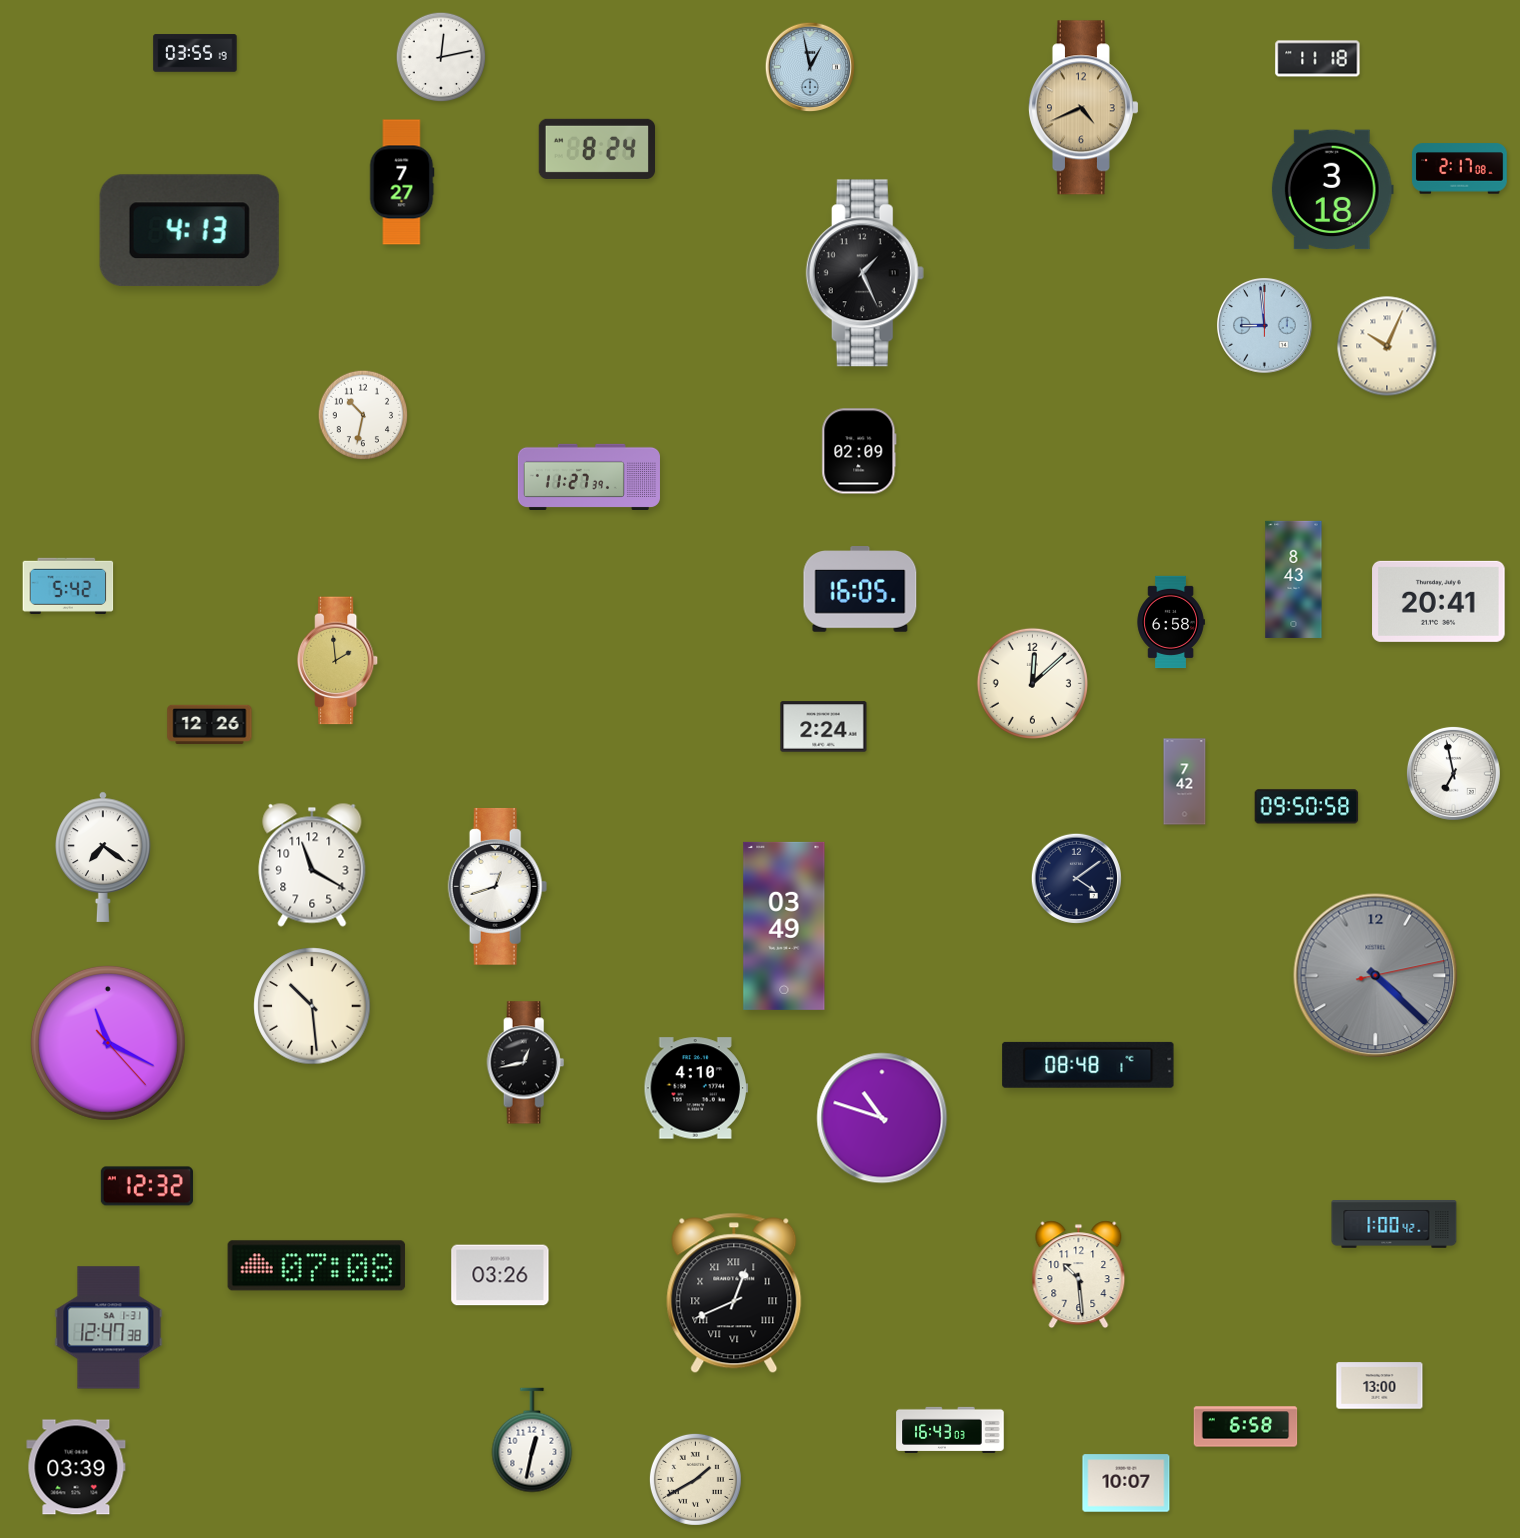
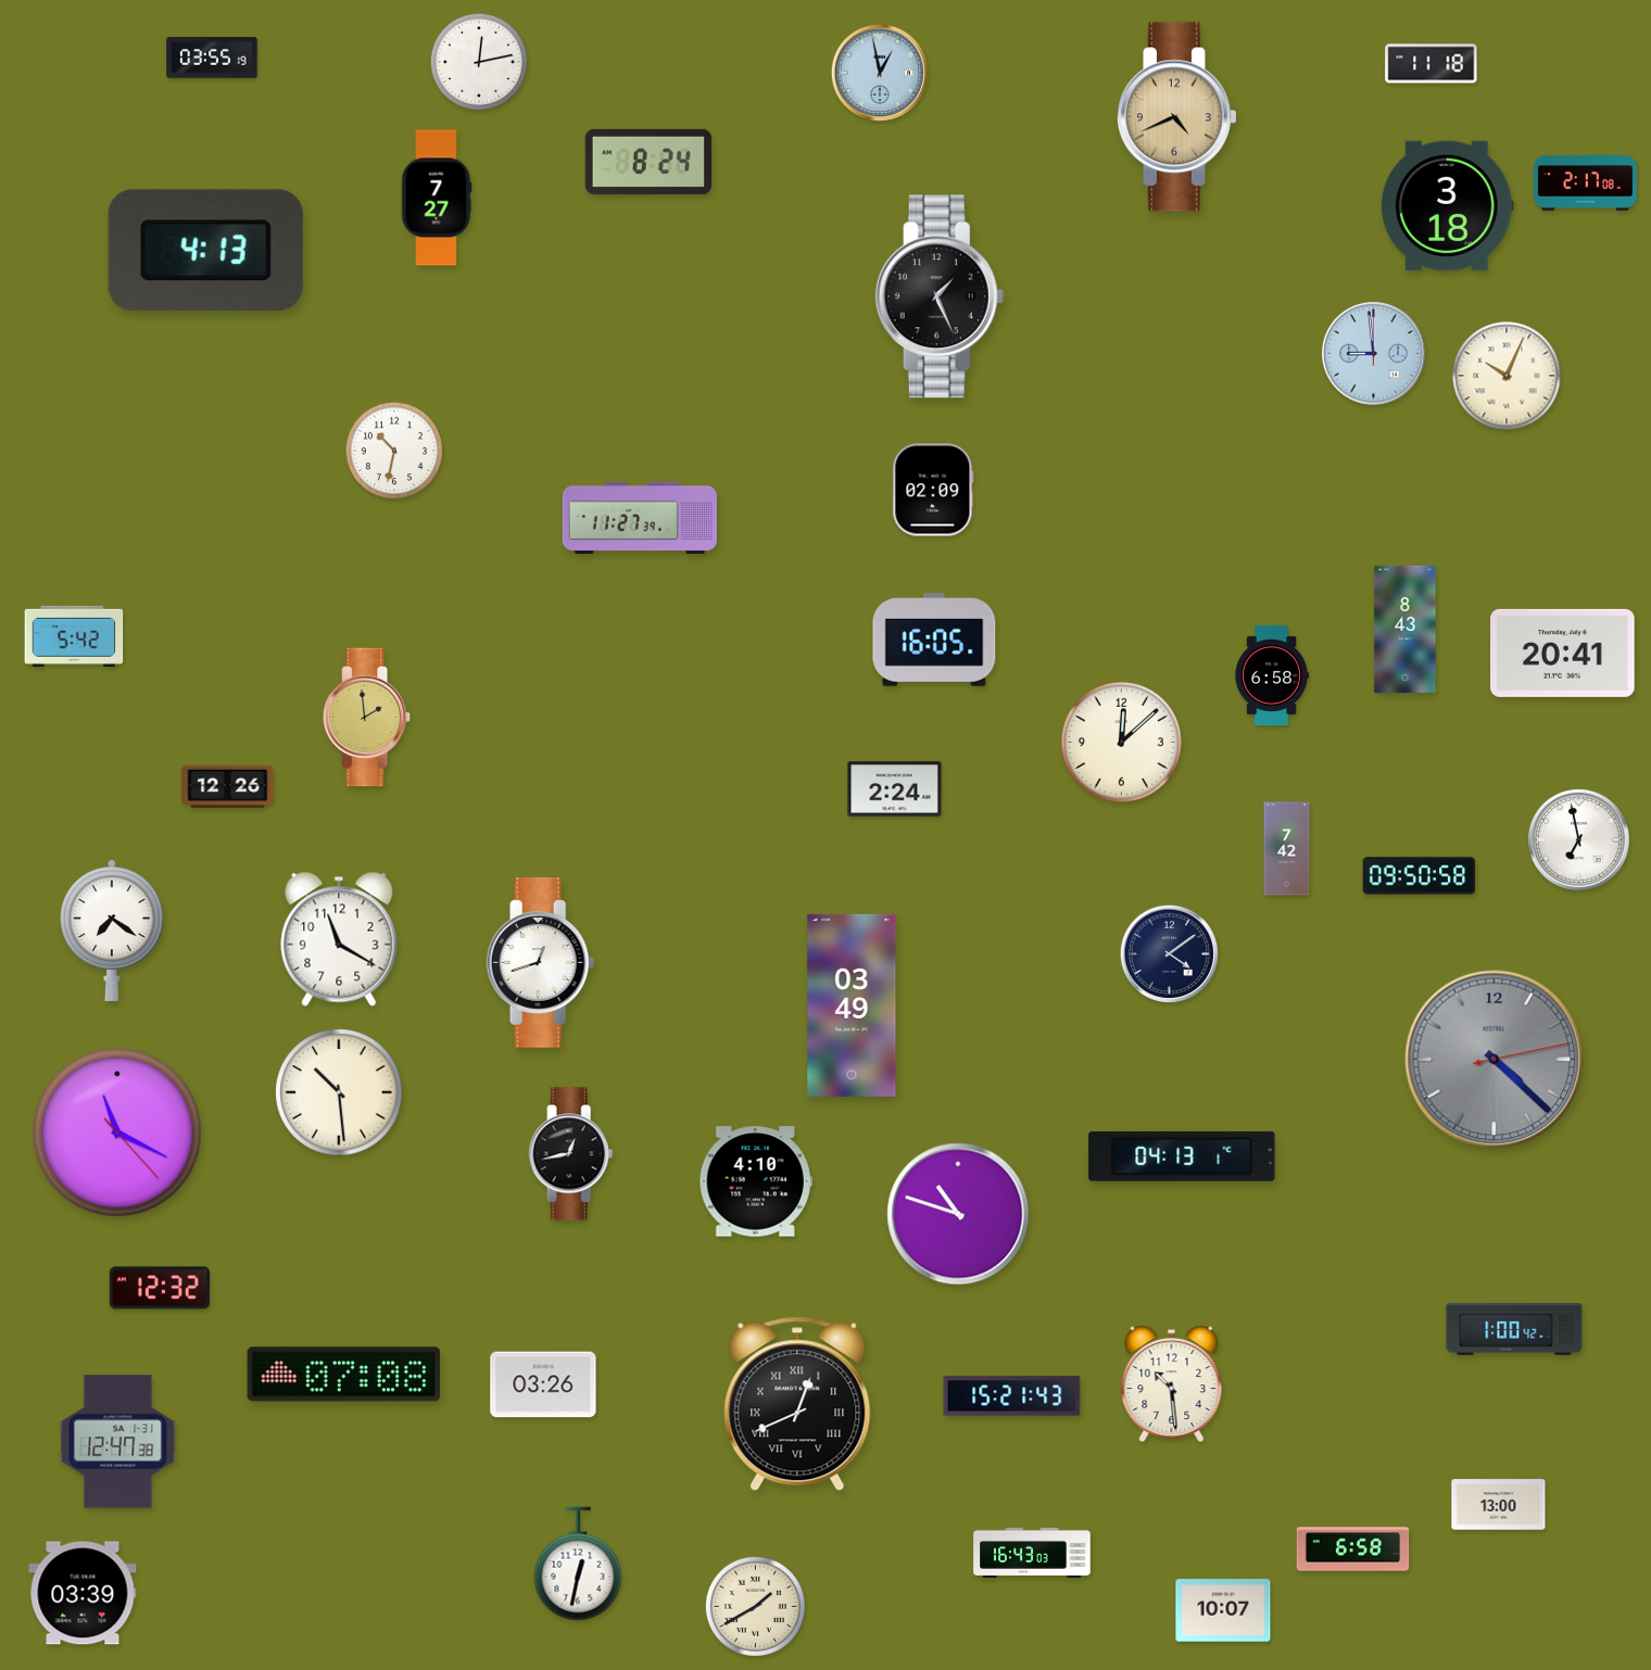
clock at (1088, 1065): 08:48 -> 04:13
clock at (1012, 1396): none -> 15:21
